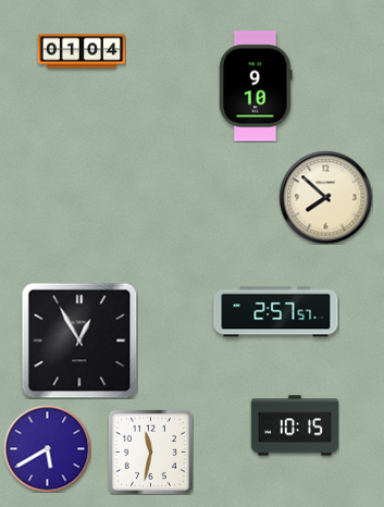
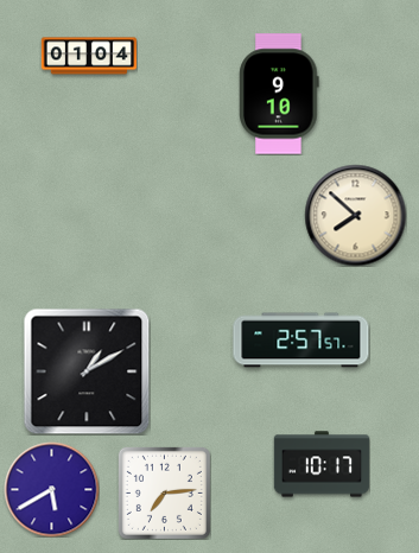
clock at (79, 341): 12:55 -> 1:10
clock at (295, 425): 10:15 -> 10:17
clock at (150, 452): 11:32 -> 7:14
